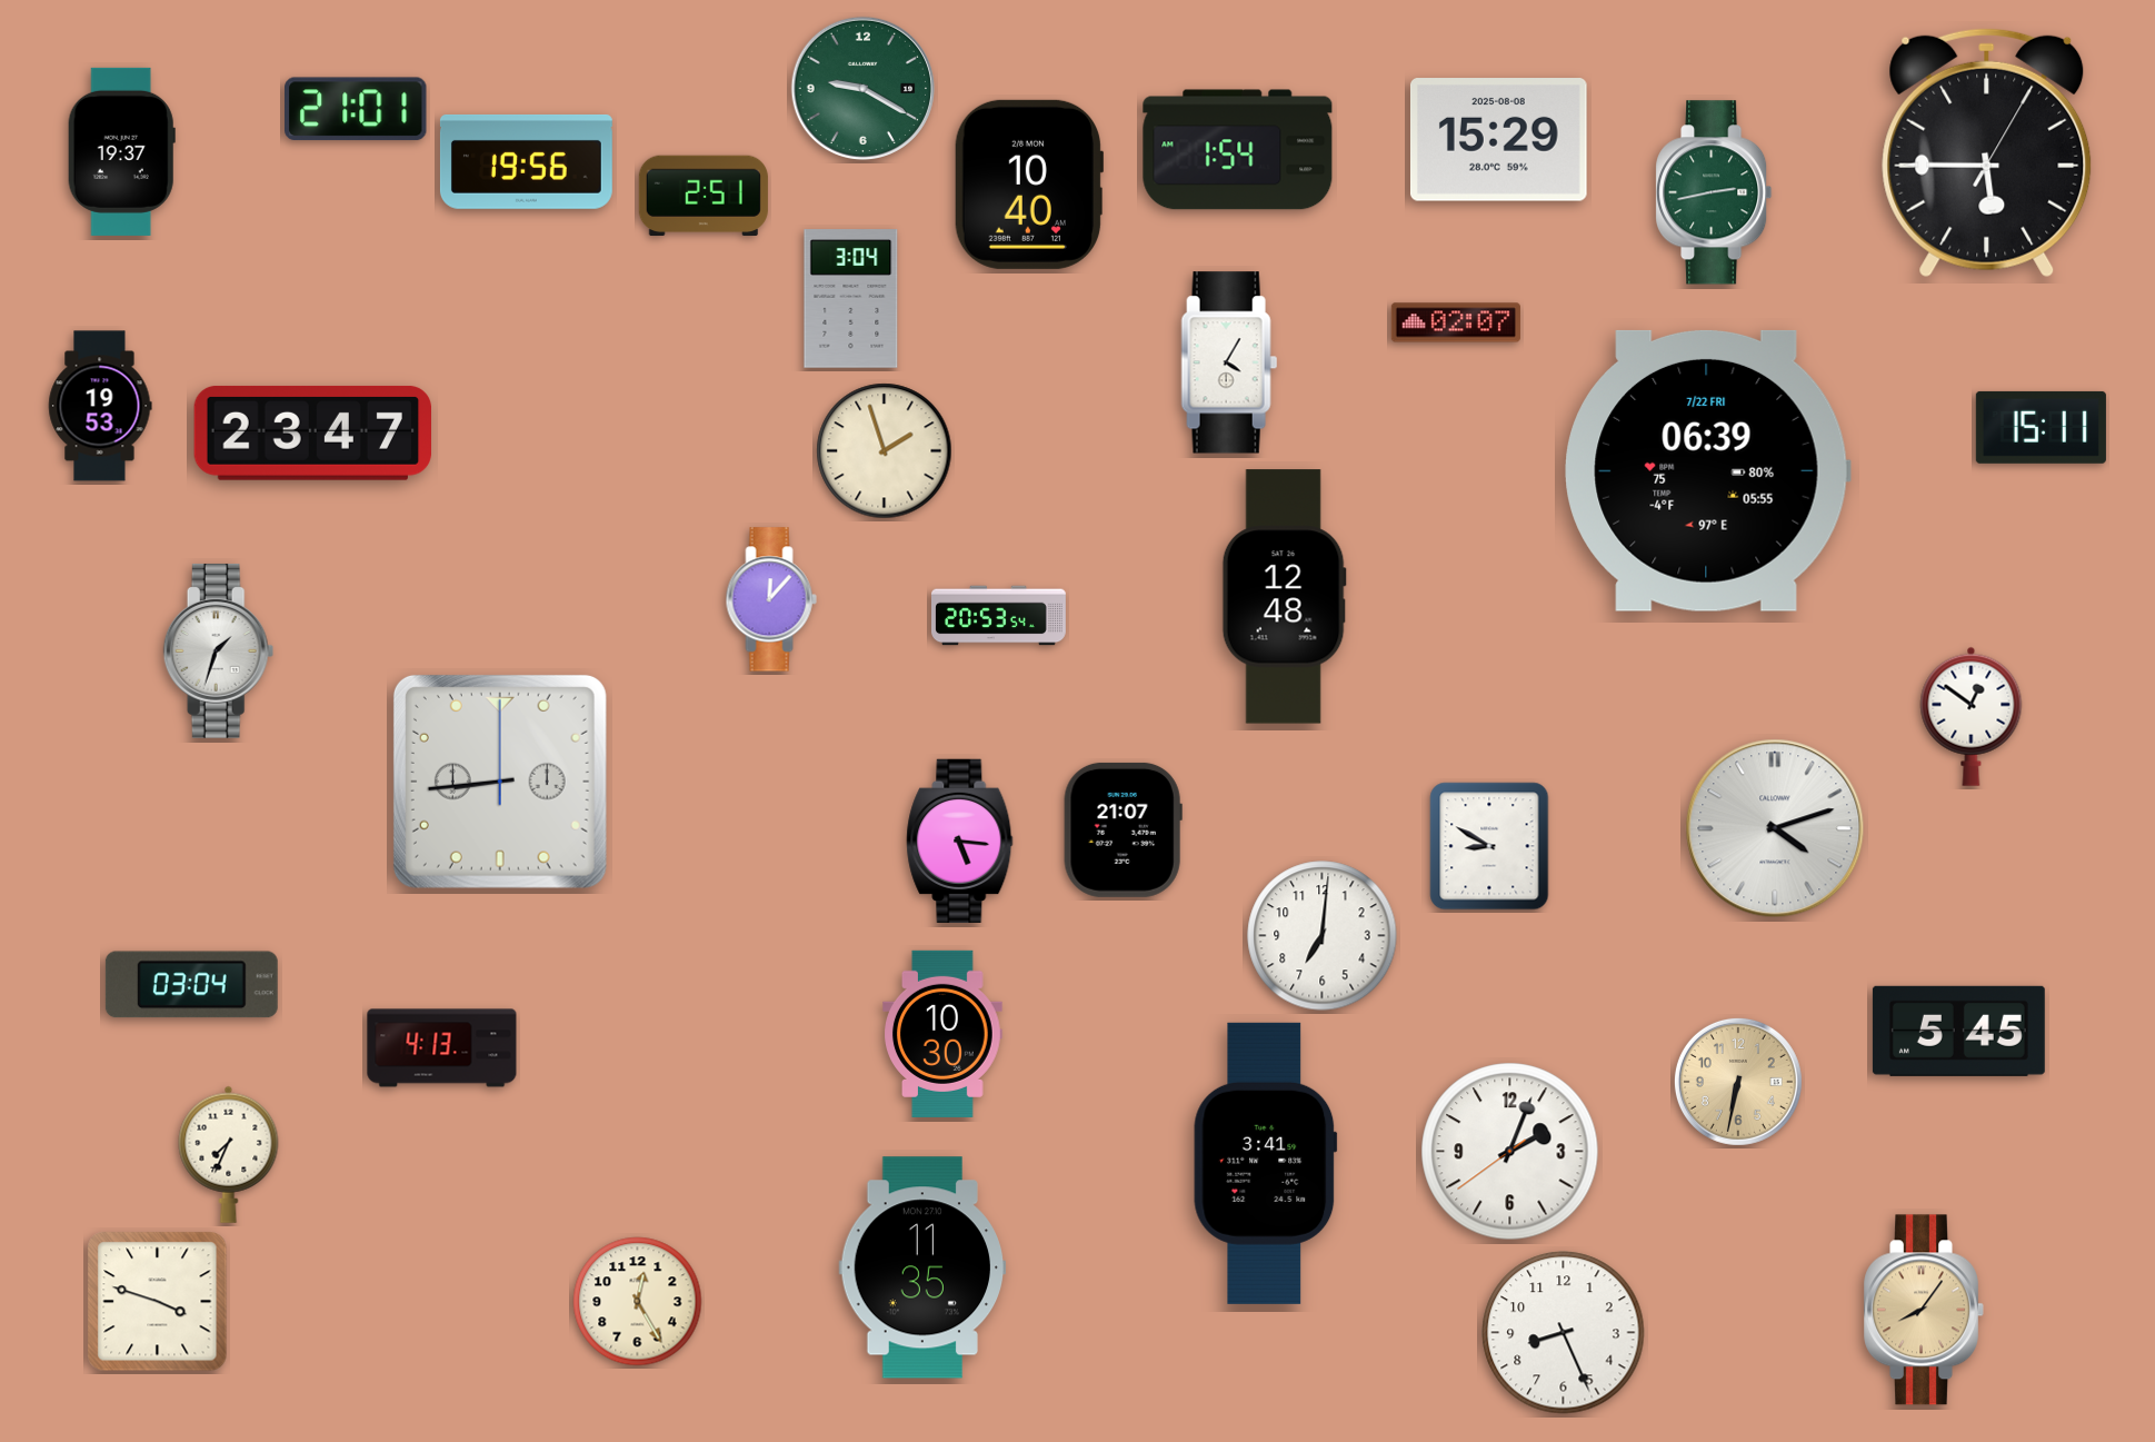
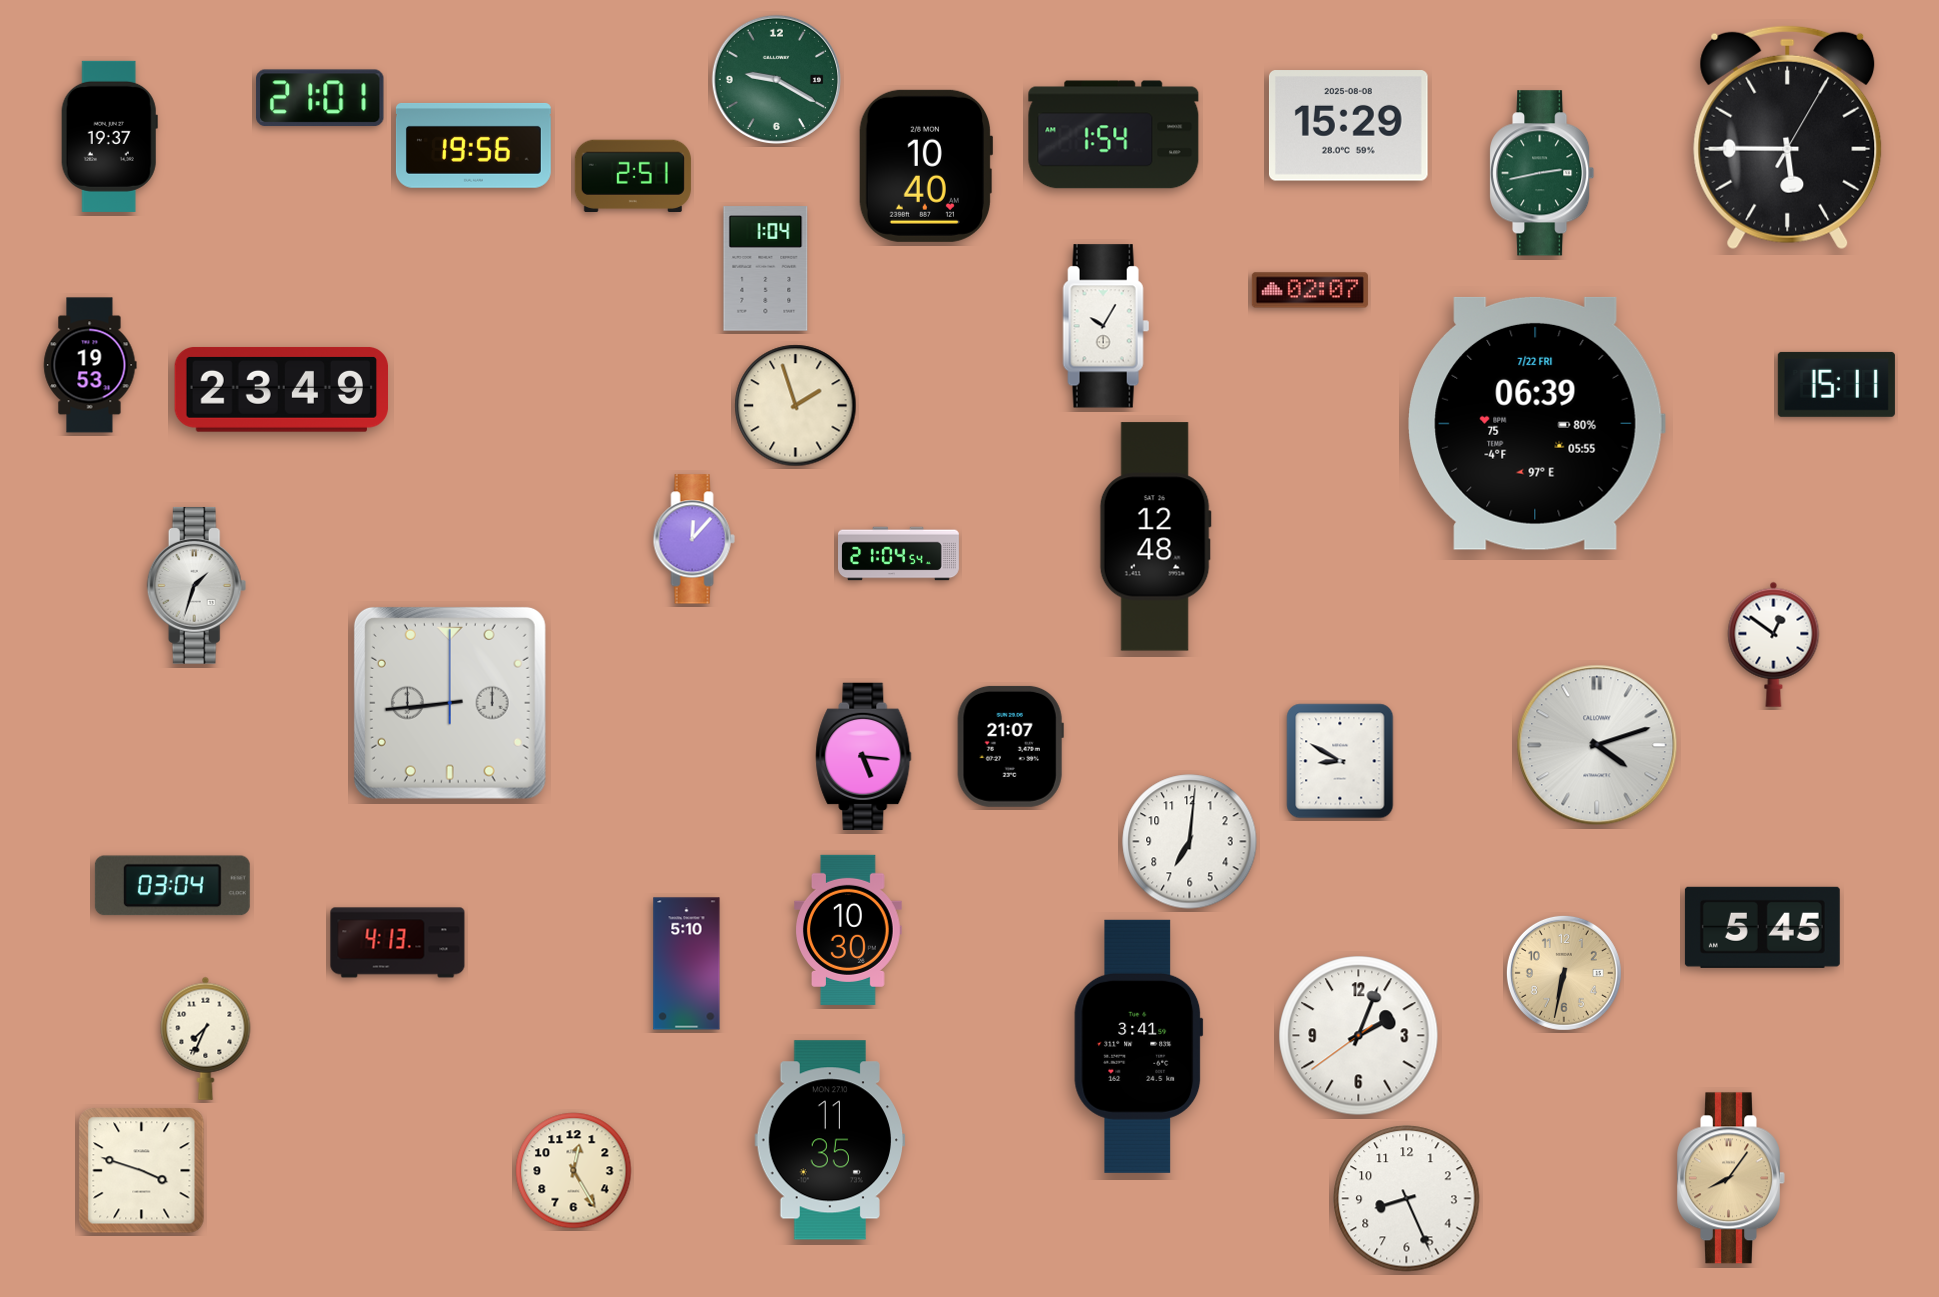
clock at (851, 299): 3:04 -> 1:04
clock at (1229, 362): 4:05 -> 10:05
clock at (312, 432): 23:47 -> 23:49
clock at (999, 616): 20:53 -> 21:04
clock at (687, 964): none -> 5:10
